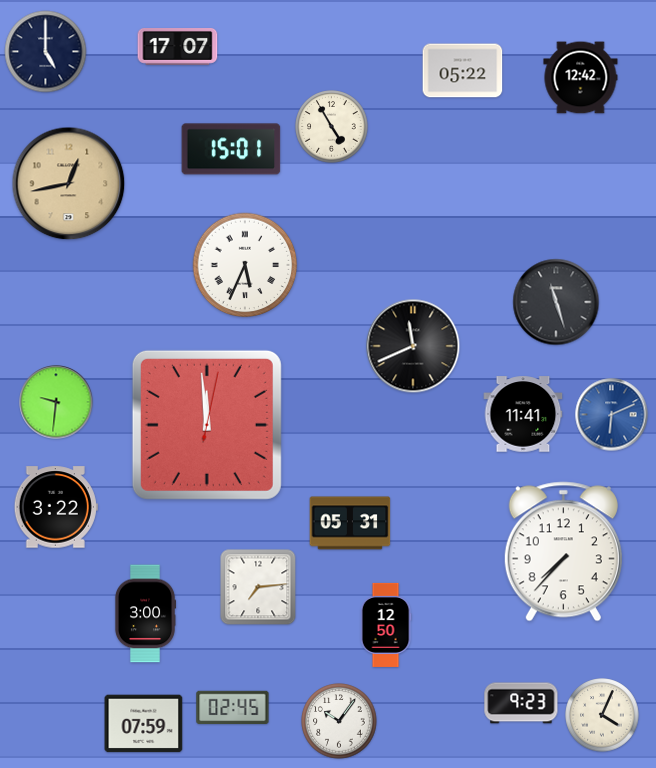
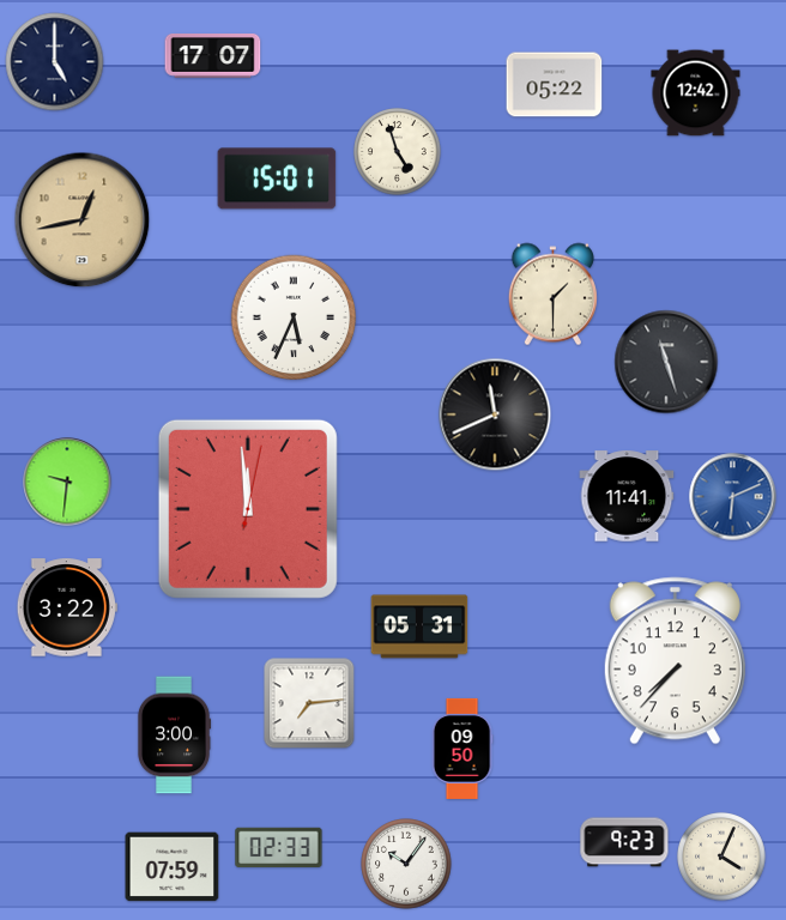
clock at (332, 127): 4:55 -> 4:57
clock at (552, 295): none -> 1:30
clock at (386, 625): 12:50 -> 09:50
clock at (233, 708): 02:45 -> 02:33
